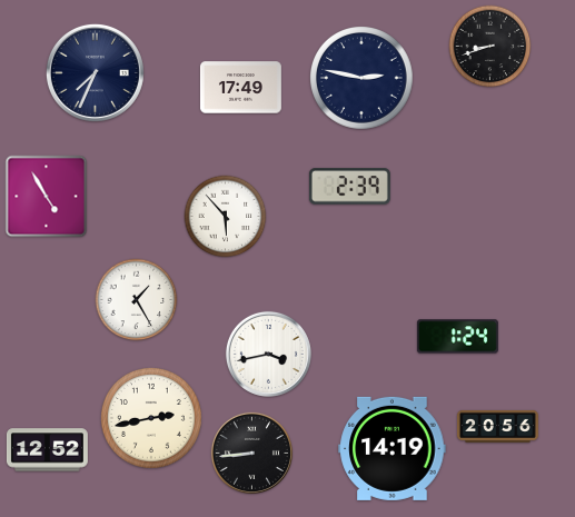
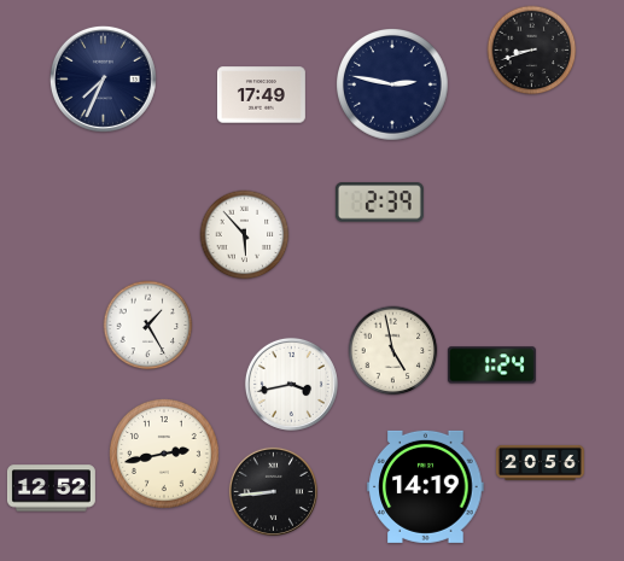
clock at (47, 197): 4:55 -> none
clock at (393, 351): none -> 4:58
clock at (457, 337) position: (457, 337) -> (491, 366)
